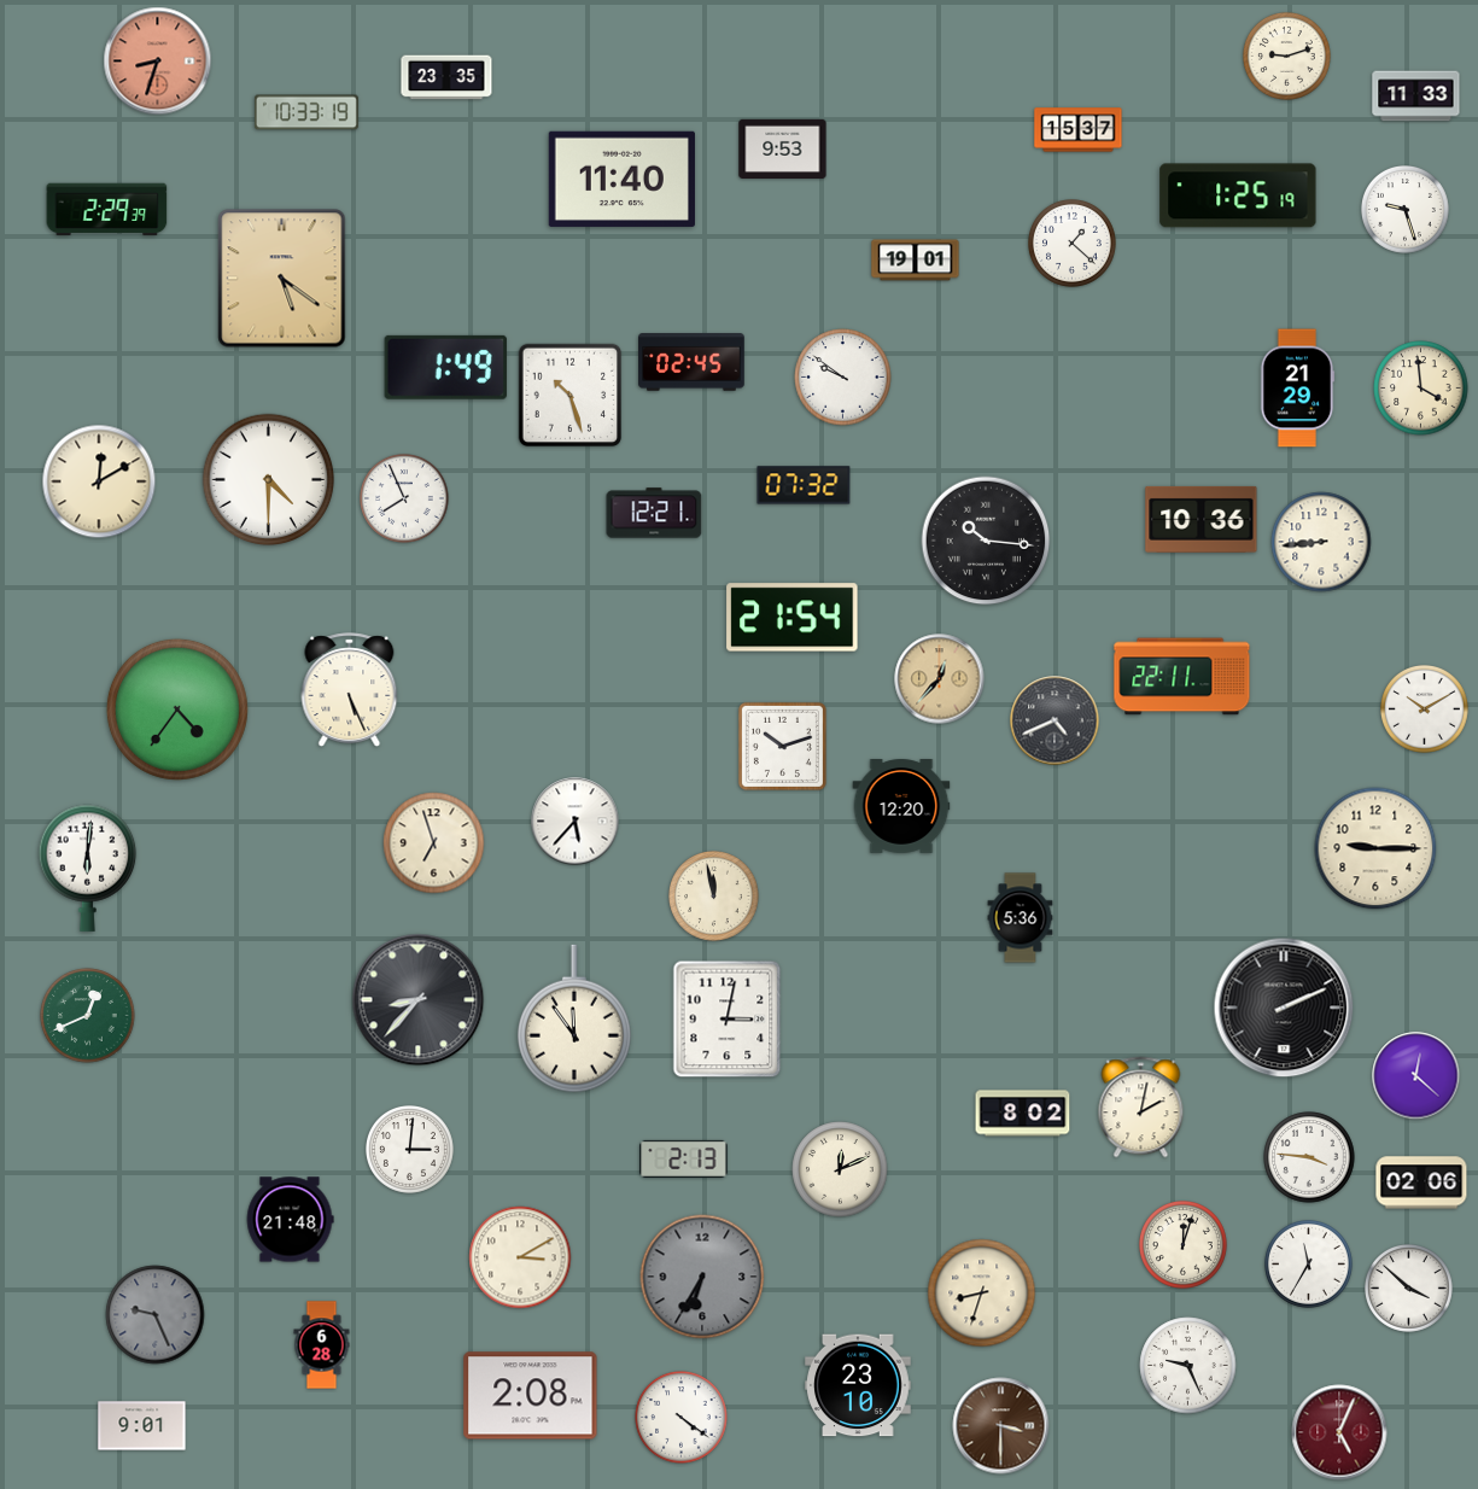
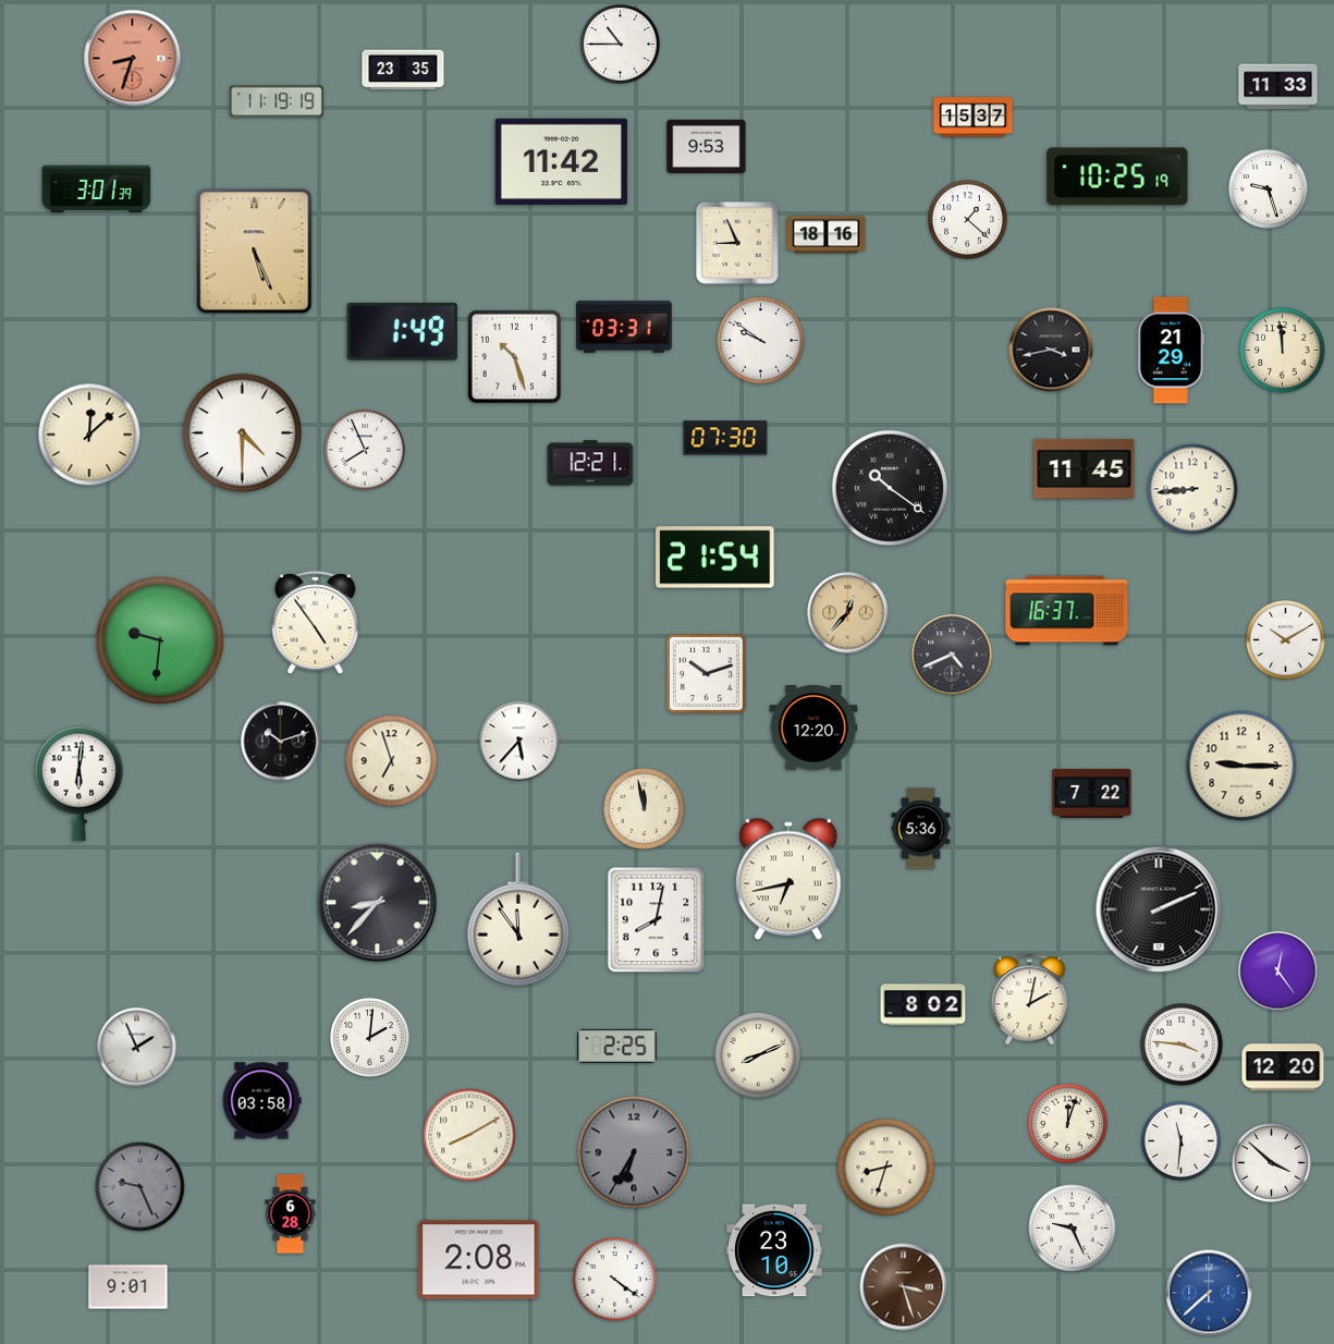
clock at (621, 45): none -> 10:45
clock at (1287, 57): 9:12 -> none
clock at (158, 62) position: (158, 62) -> (133, 59)
clock at (306, 112): 10:33 -> 11:19
clock at (783, 148) position: (783, 148) -> (707, 146)
clock at (621, 179): 11:40 -> 11:42
clock at (1238, 195): 1:25 -> 10:25
clock at (107, 210): 2:29 -> 3:01
clock at (916, 261): 19:01 -> 18:16
clock at (737, 243): none -> 8:56
clock at (282, 279): 5:21 -> 5:26
clock at (691, 362): 02:45 -> 03:31
clock at (1051, 350): none -> 3:43
clock at (1421, 389): 3:59 -> 11:59
clock at (99, 481): 12:10 -> 12:08
clock at (804, 485): 07:32 -> 07:30
clock at (1202, 519): 10:36 -> 11:45
clock at (986, 541): 10:16 -> 10:21
clock at (1182, 677): 22:11 -> 16:37
clock at (350, 690): 5:26 -> 4:54
clock at (177, 710): 4:36 -> 9:31
clock at (1055, 720) position: (1055, 720) -> (952, 655)
clock at (281, 742): none -> 10:12
clock at (1092, 793): none -> 7:22
clock at (788, 879): none -> 6:43
clock at (88, 1016): 12:41 -> none
clock at (728, 1020): 3:02 -> 8:02
clock at (1416, 1076): 12:22 -> 12:24
clock at (410, 1150): 3:01 -> 2:01
clock at (684, 1158): 2:13 -> 2:25
clock at (137, 1048): none -> 1:56
clock at (840, 1169): 12:11 -> 8:11
clock at (1421, 1183): 02:06 -> 12:20
clock at (290, 1220): 21:48 -> 03:58
clock at (520, 1257): 3:10 -> 8:10
clock at (1309, 1265): 11:35 -> 11:31
clock at (1188, 1366) position: (1188, 1366) -> (1073, 1229)
clock at (1001, 1426): 3:30 -> 3:27
clock at (1339, 1432): 5:04 -> 7:38
clock at (1339, 1432) dial: burgundy -> blue
